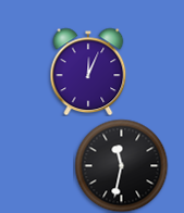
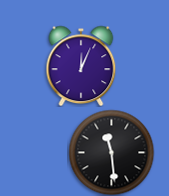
clock at (121, 165): 11:32 -> 11:29
